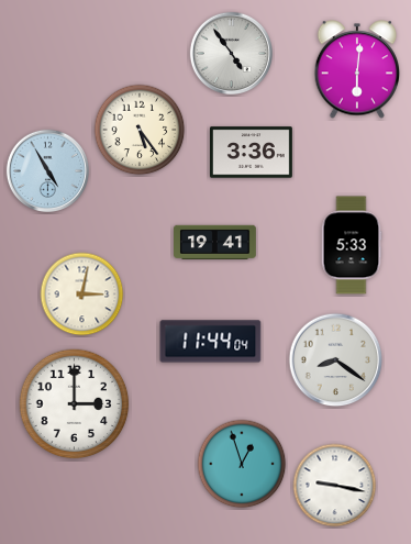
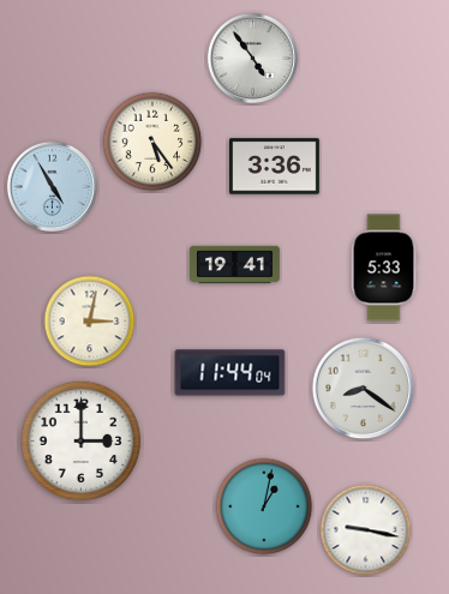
clock at (357, 69): 6:01 -> none
clock at (336, 360) position: (336, 360) -> (364, 389)
clock at (242, 464): 12:57 -> 1:02
